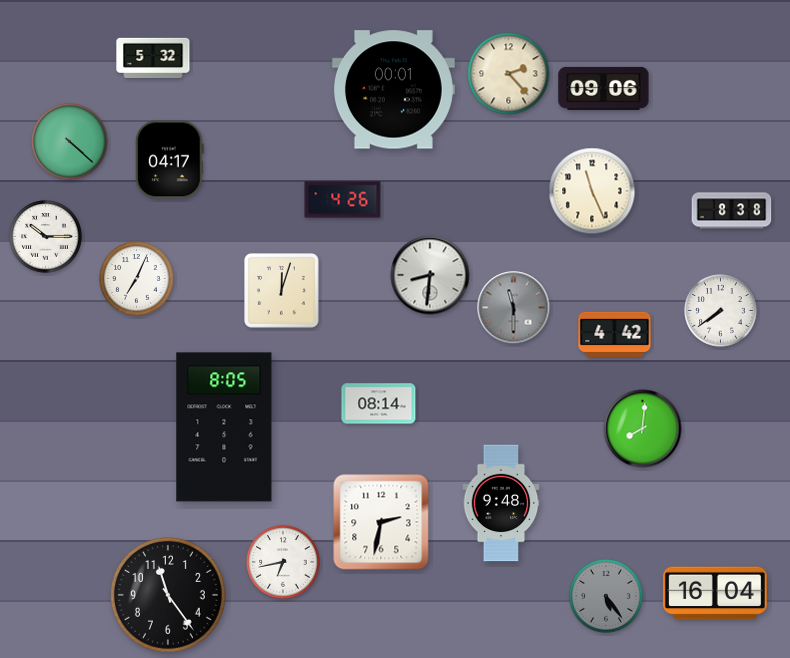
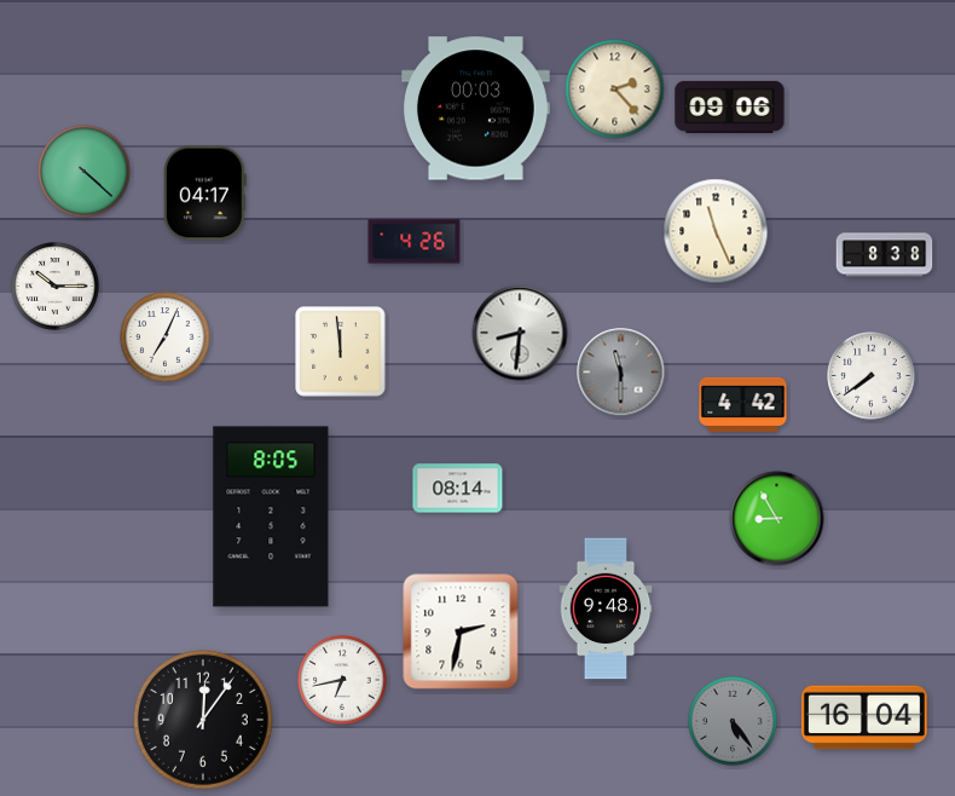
clock at (153, 57): 5:32 -> none
clock at (393, 90): 00:01 -> 00:03
clock at (282, 291): 12:03 -> 11:59
clock at (643, 429): 8:01 -> 8:55
clock at (168, 595): 11:24 -> 12:06
